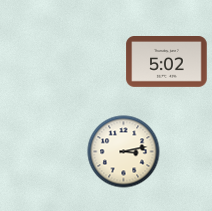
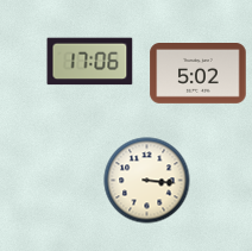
clock at (90, 62): none -> 17:06
clock at (124, 152): 3:13 -> 3:16
